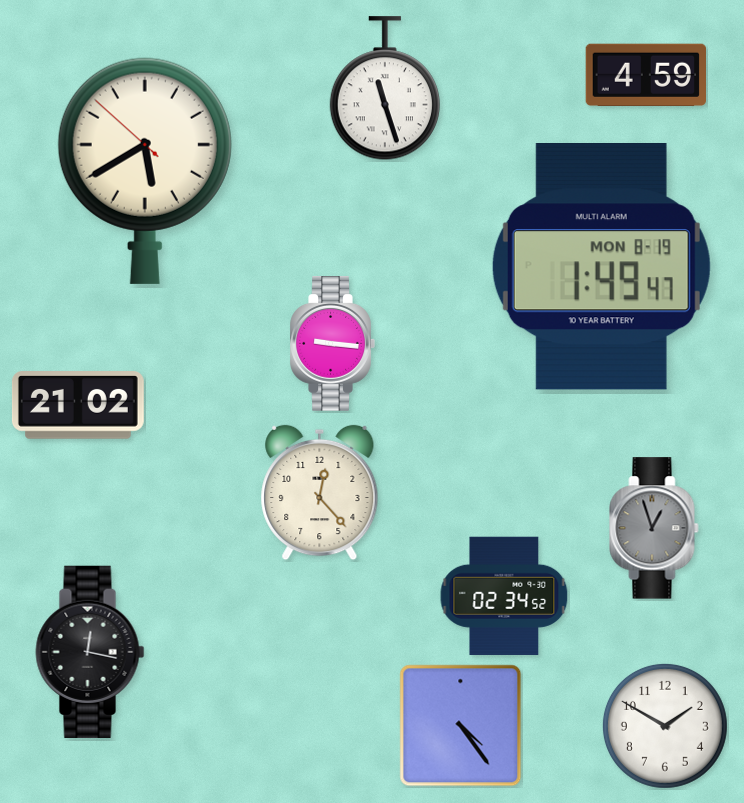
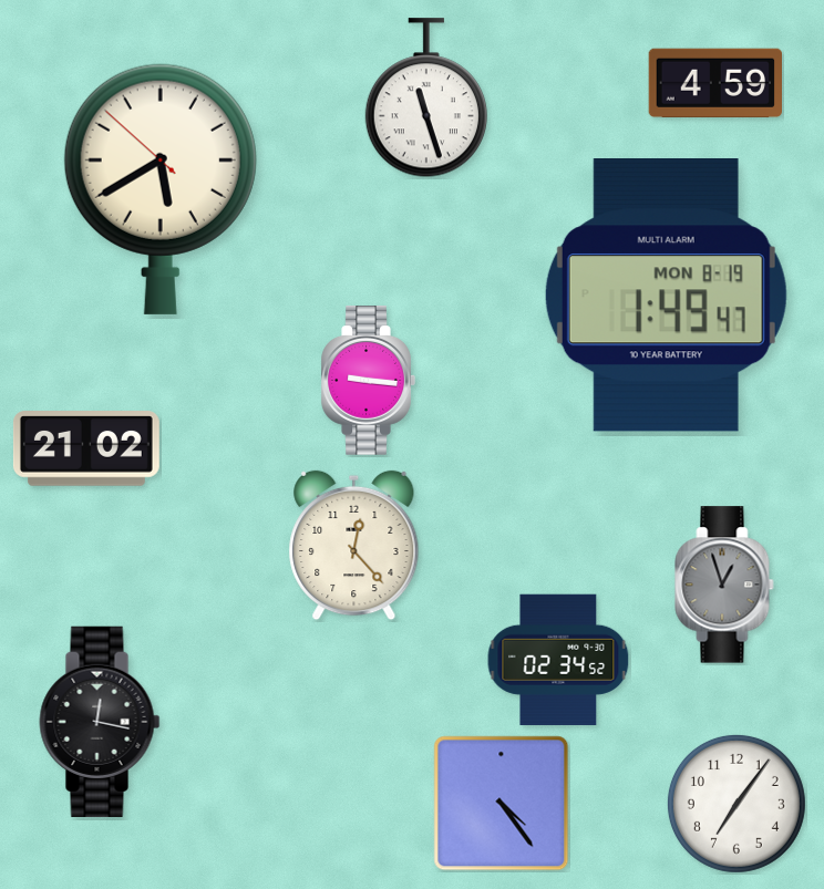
clock at (461, 726) position: (461, 726) -> (502, 804)
clock at (665, 726): 1:50 -> 7:06
